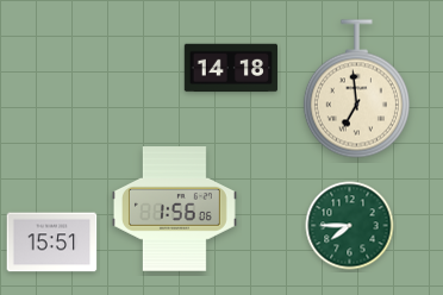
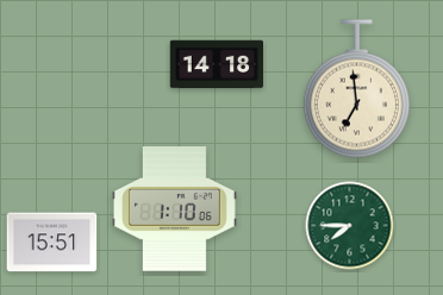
clock at (230, 68) position: (230, 68) -> (216, 64)
clock at (174, 209): 1:56 -> 1:10
